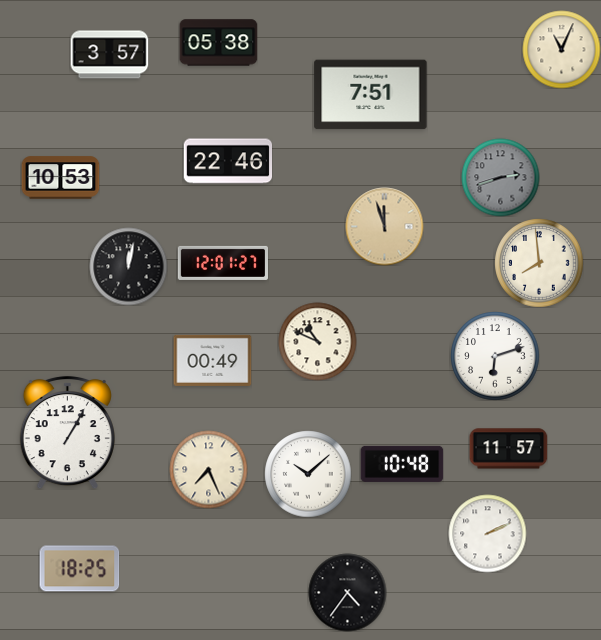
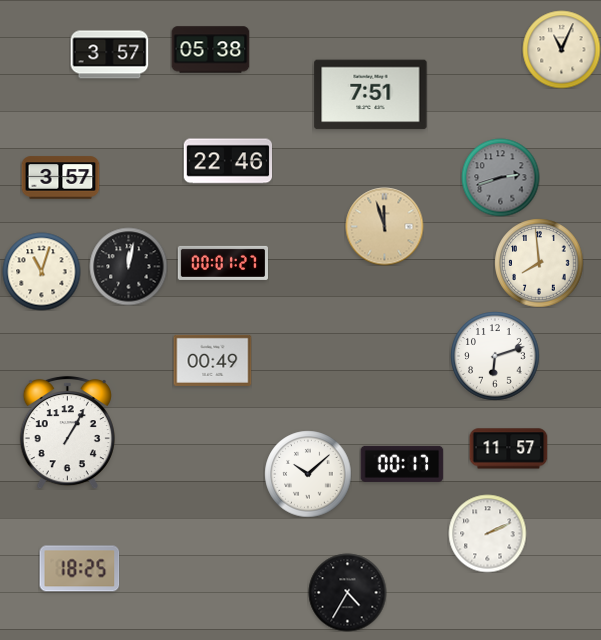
clock at (218, 43) position: (218, 43) -> (210, 50)
clock at (60, 178): 10:53 -> 3:57
clock at (222, 263): 12:01 -> 00:01
clock at (41, 271): none -> 11:03
clock at (317, 341): 10:49 -> none
clock at (402, 464): 10:48 -> 00:17
clock at (208, 469): 7:26 -> none
clock at (347, 592): 4:36 -> 4:35
